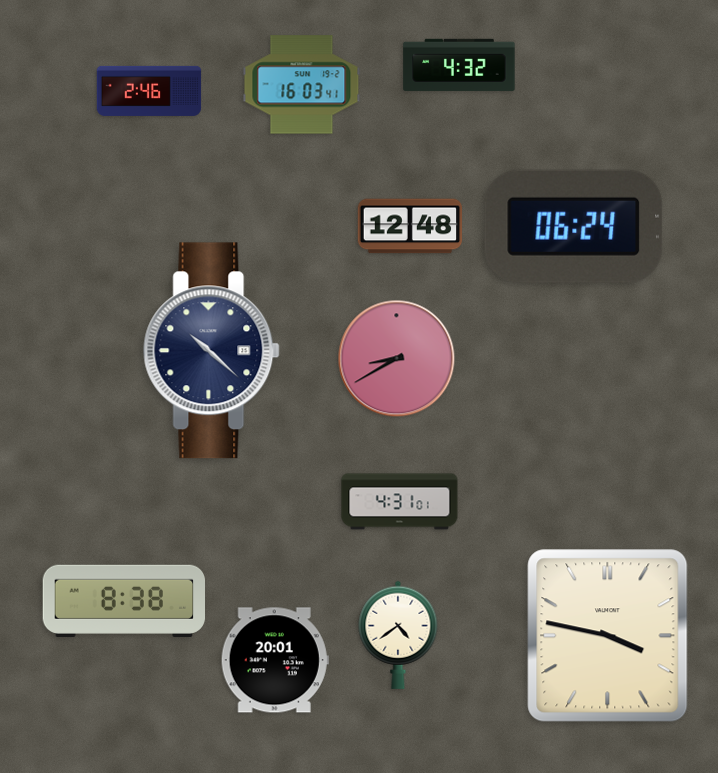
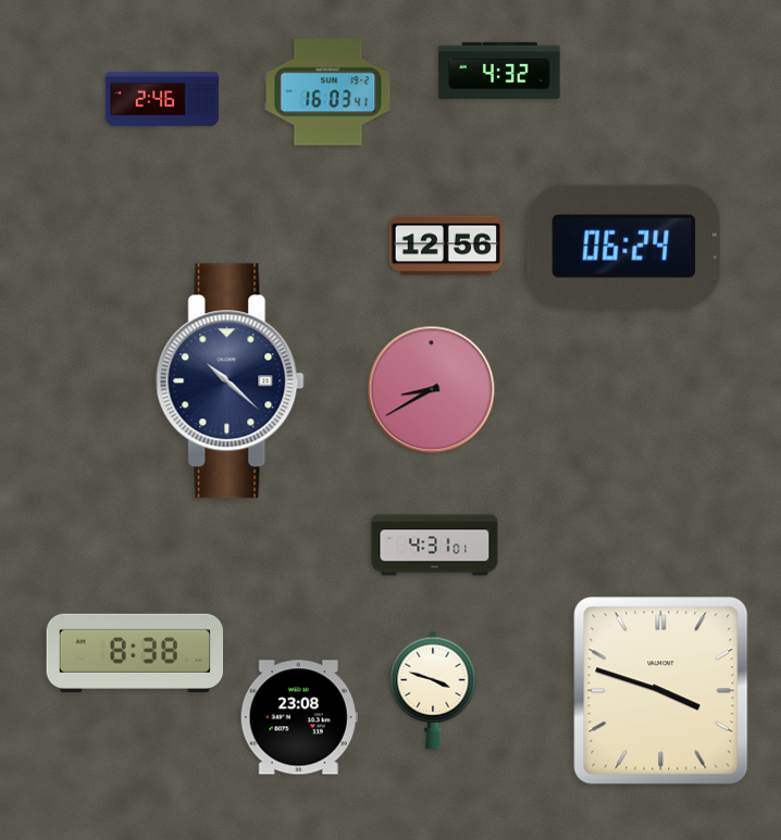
clock at (410, 226): 12:48 -> 12:56
clock at (398, 635): 4:39 -> 3:48
clock at (608, 636): 3:47 -> 3:48
clock at (275, 660): 20:01 -> 23:08
